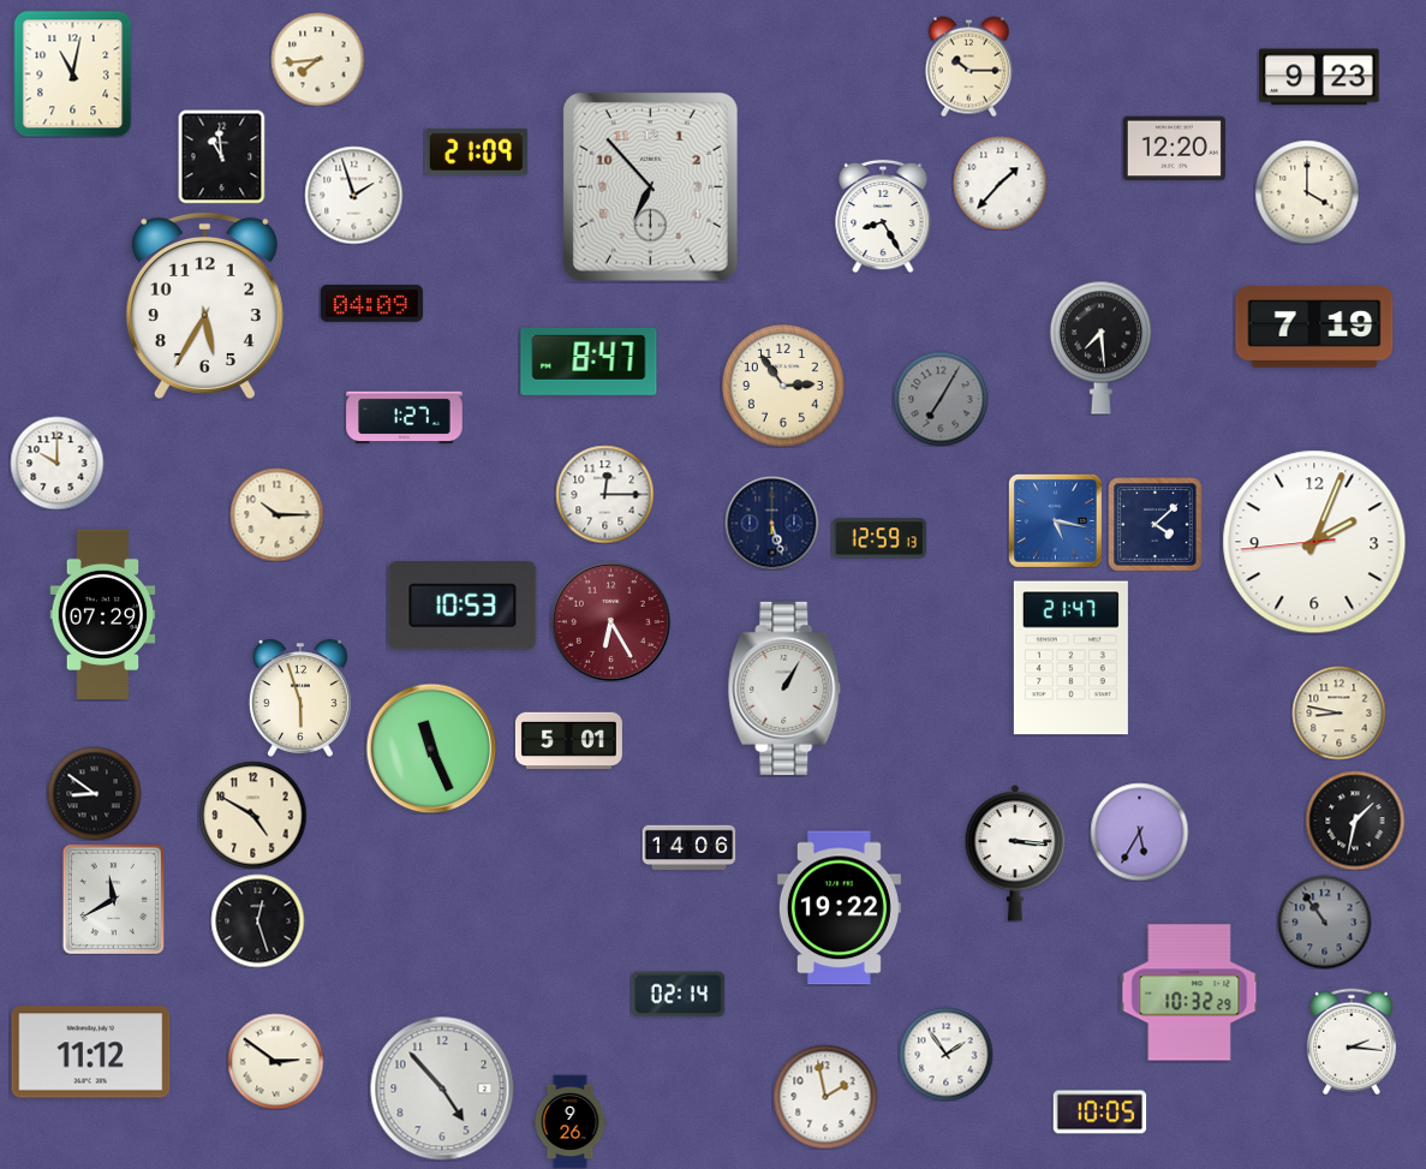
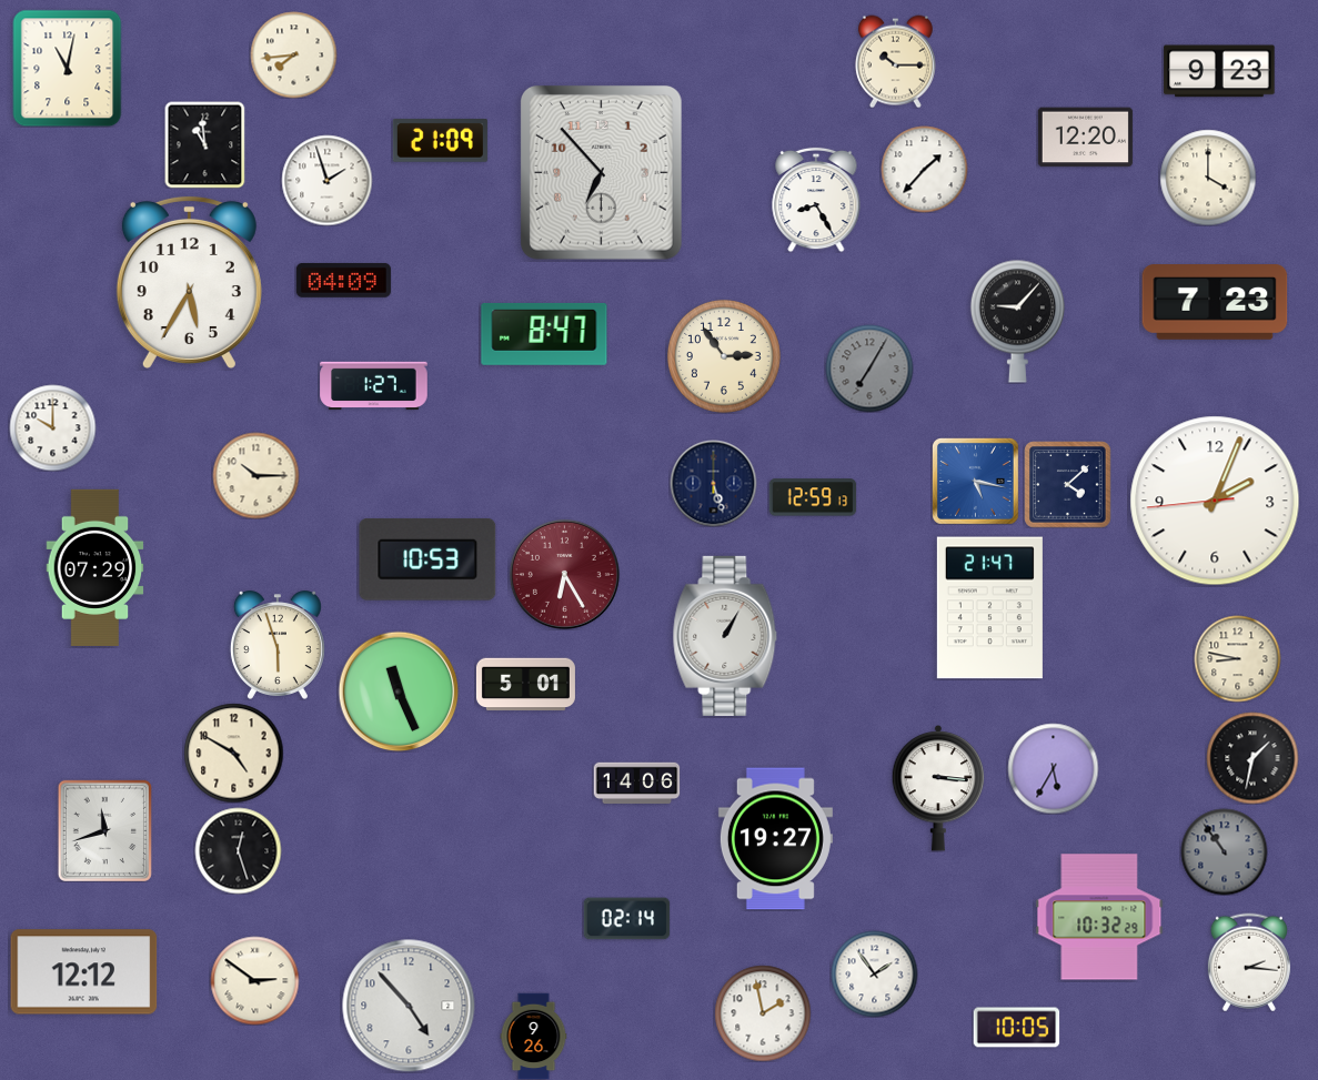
clock at (1314, 327): 7:19 -> 7:23
clock at (1100, 347): 7:29 -> 9:07
clock at (604, 494): 12:15 -> none
clock at (94, 793): 8:51 -> none
clock at (113, 899): 11:40 -> 11:42
clock at (839, 908): 19:22 -> 19:27
clock at (91, 1052): 11:12 -> 12:12
clock at (571, 1121) position: (571, 1121) -> (534, 1036)
